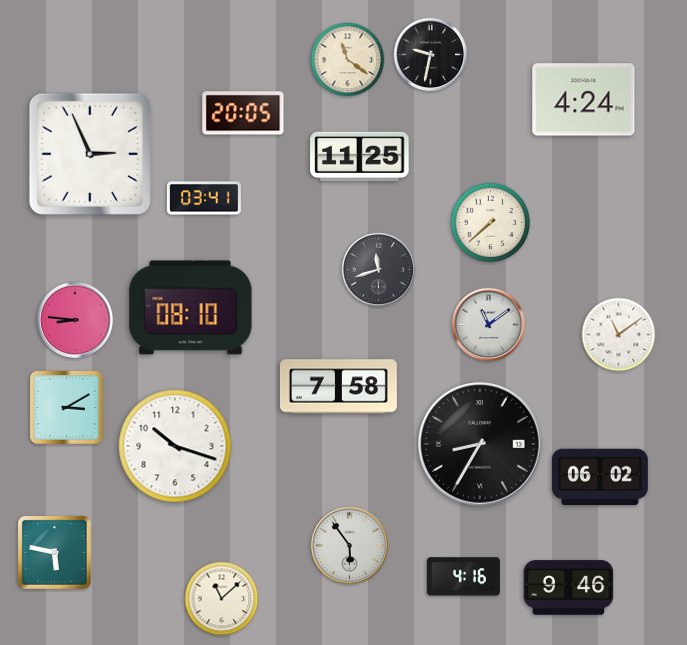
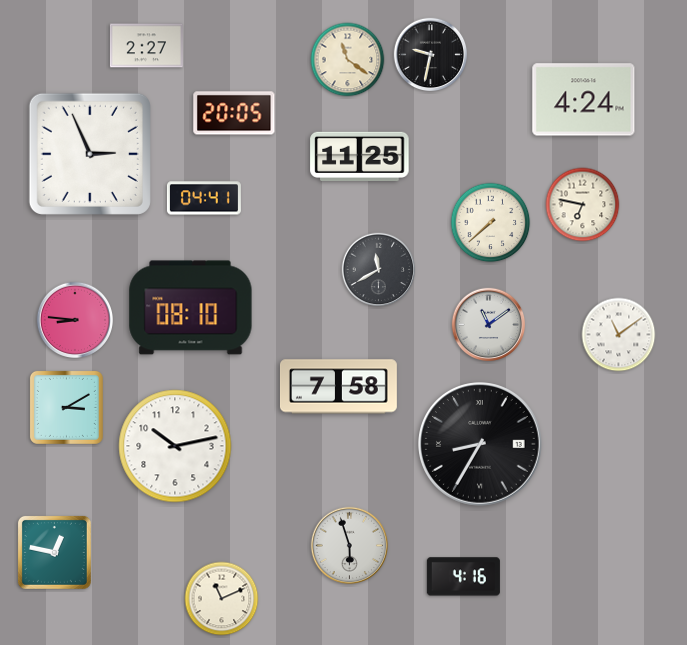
clock at (146, 46): none -> 2:27
clock at (243, 113) position: (243, 113) -> (234, 113)
clock at (204, 198): 03:41 -> 04:41
clock at (583, 205): none -> 6:47
clock at (379, 270): 11:42 -> 11:40
clock at (175, 446): 10:18 -> 10:13
clock at (600, 477): 06:02 -> none
clock at (349, 545): 5:54 -> 5:57
clock at (54, 552): 5:47 -> 12:47
clock at (569, 588): 9:46 -> none
clock at (222, 599): 11:08 -> 11:11
